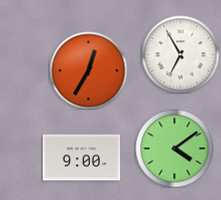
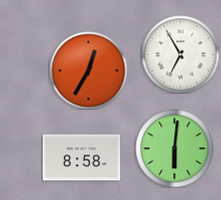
clock at (174, 148): 4:09 -> 6:01
clock at (81, 158): 9:00 -> 8:58
